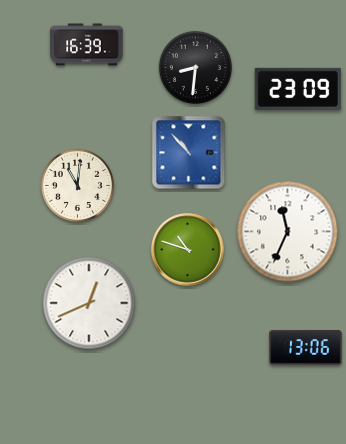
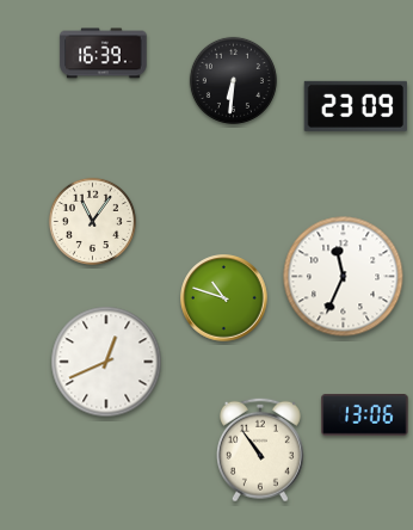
clock at (195, 67): 8:31 -> 6:31
clock at (189, 153): 10:53 -> none
clock at (77, 185): 11:01 -> 11:06
clock at (260, 450): none -> 10:54
